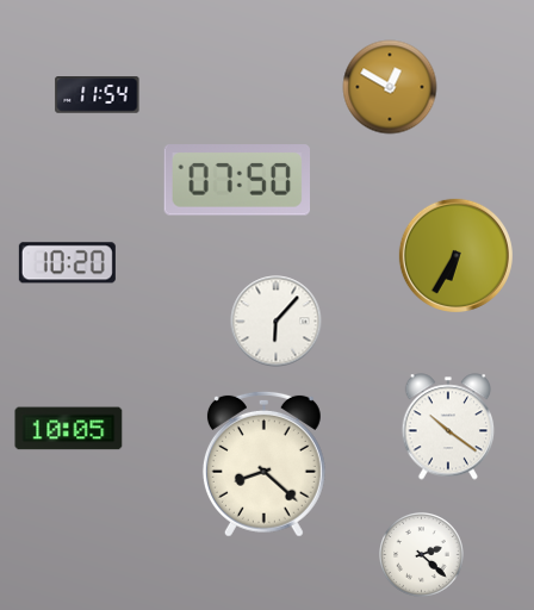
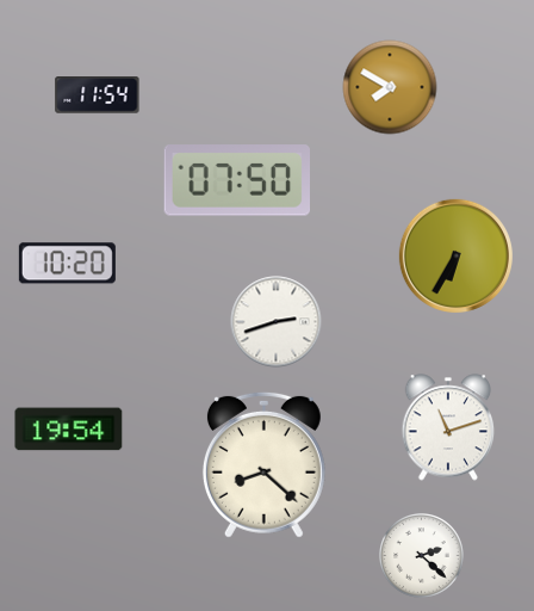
clock at (390, 87): 12:50 -> 7:50
clock at (277, 322): 6:07 -> 2:42
clock at (448, 427): 10:21 -> 11:12
clock at (69, 429): 10:05 -> 19:54
